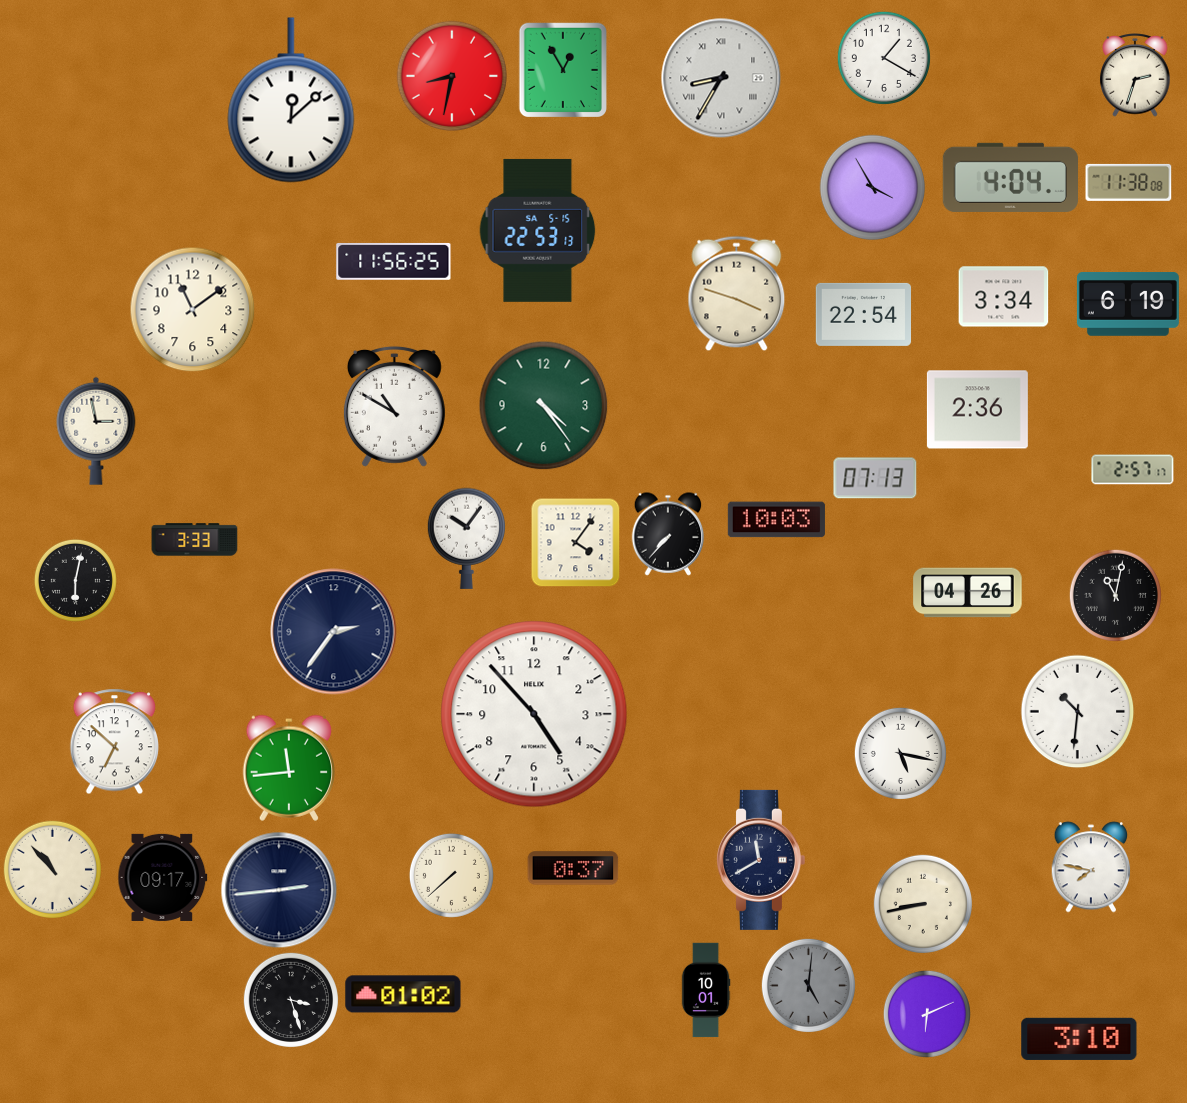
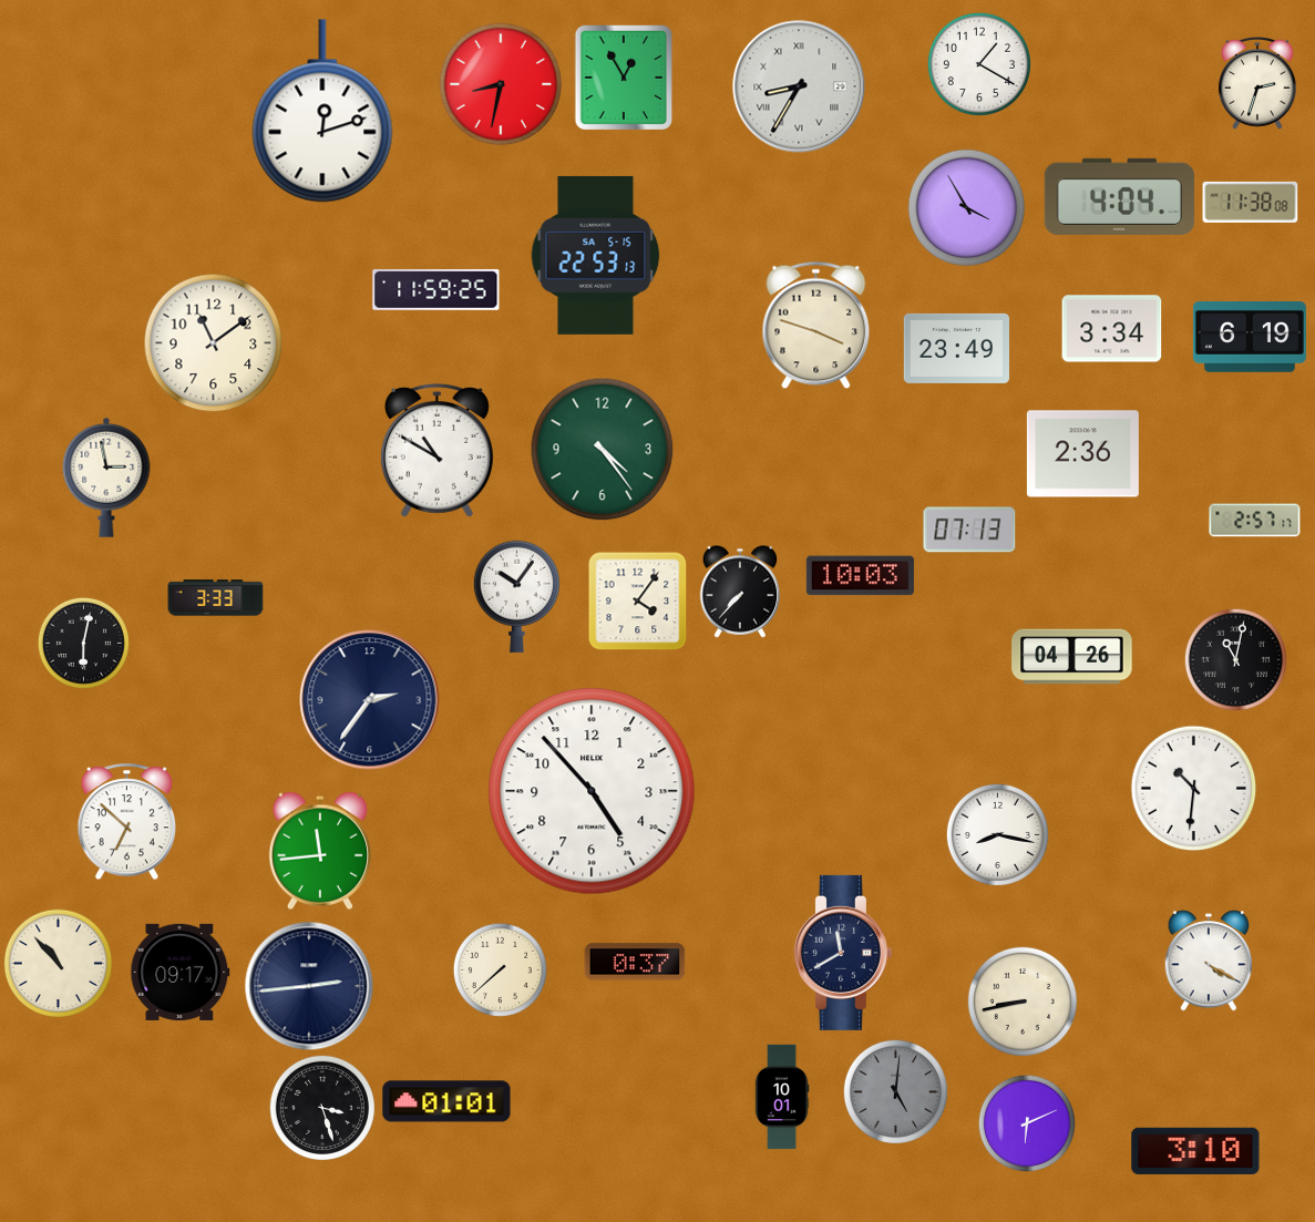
clock at (291, 100): 12:08 -> 12:12
clock at (394, 261): 11:56 -> 11:59
clock at (863, 314): 22:54 -> 23:49
clock at (900, 753): 5:17 -> 8:17
clock at (1091, 867): 7:47 -> 4:20
clock at (403, 994): 01:02 -> 01:01
